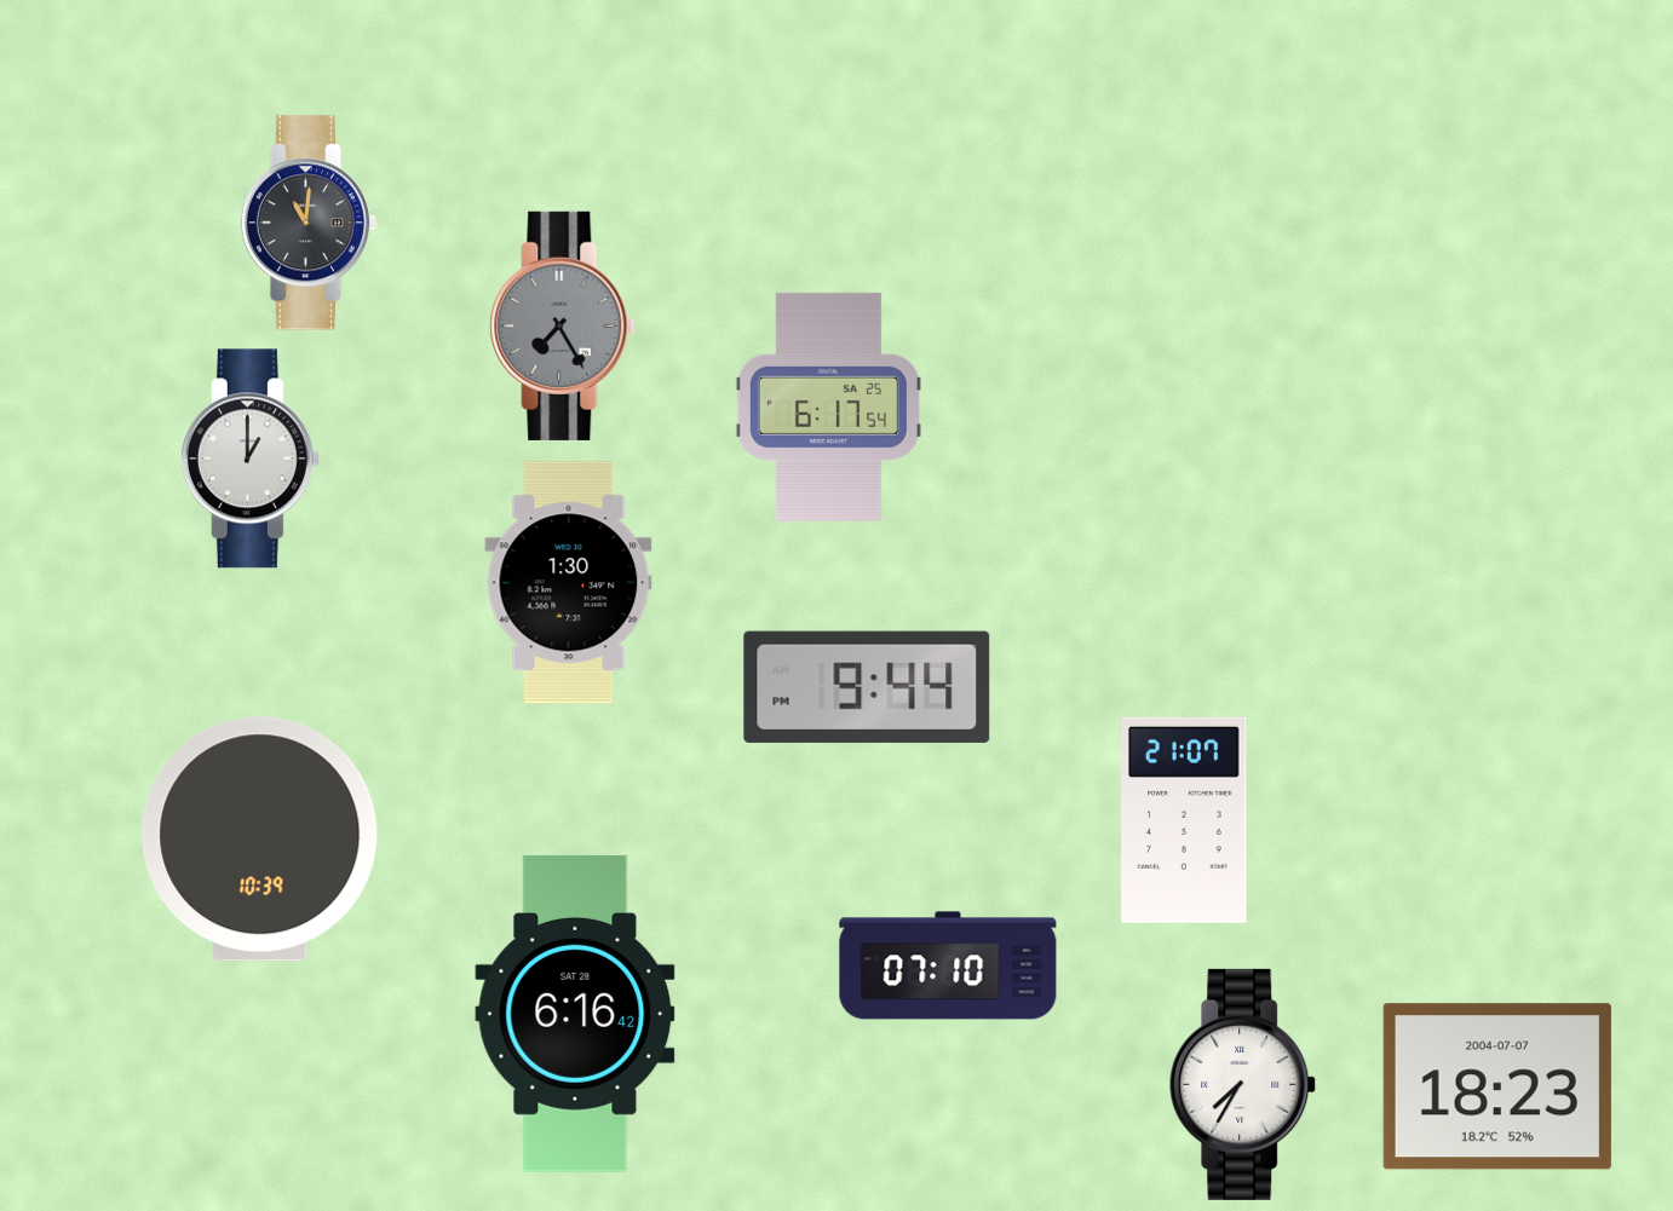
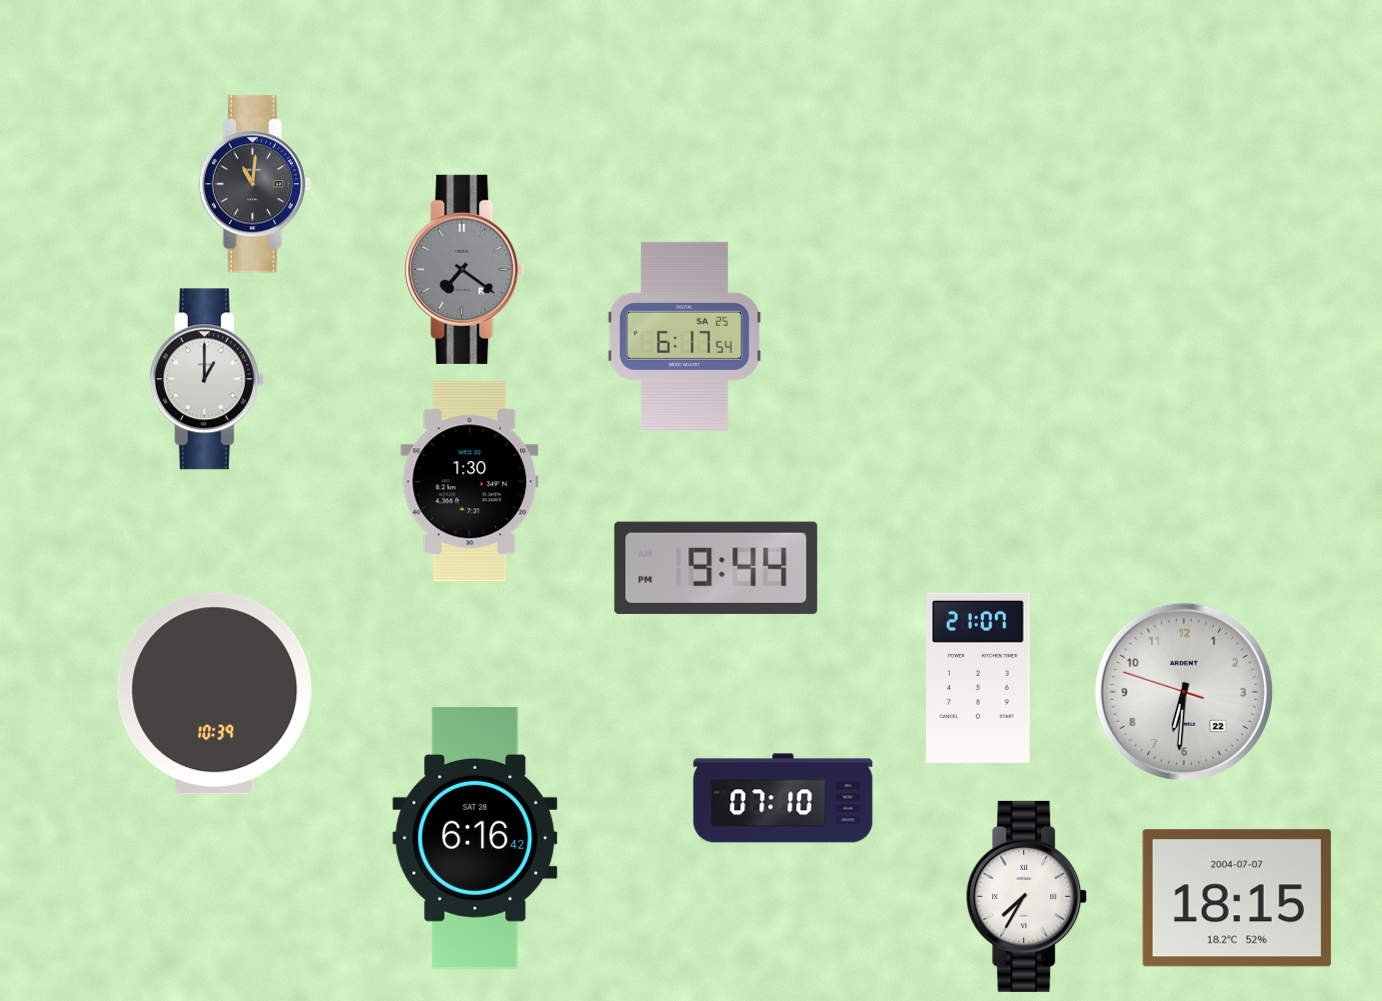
clock at (563, 325): 7:25 -> 7:21
clock at (1184, 692): none -> 6:30
clock at (1497, 1086): 18:23 -> 18:15
